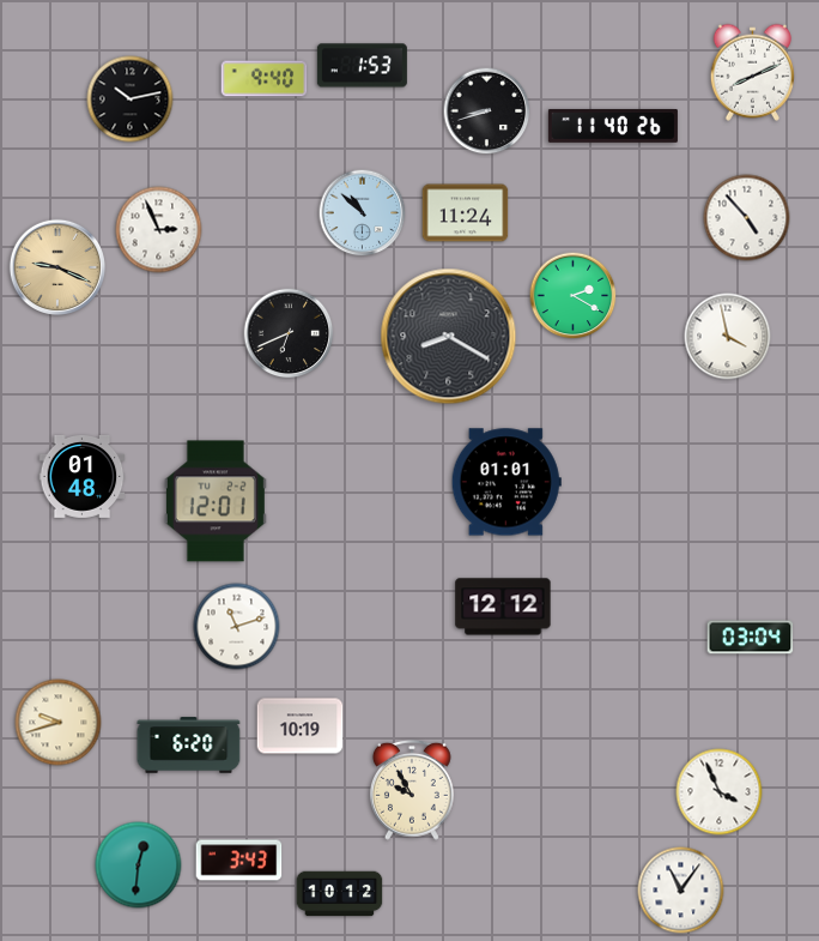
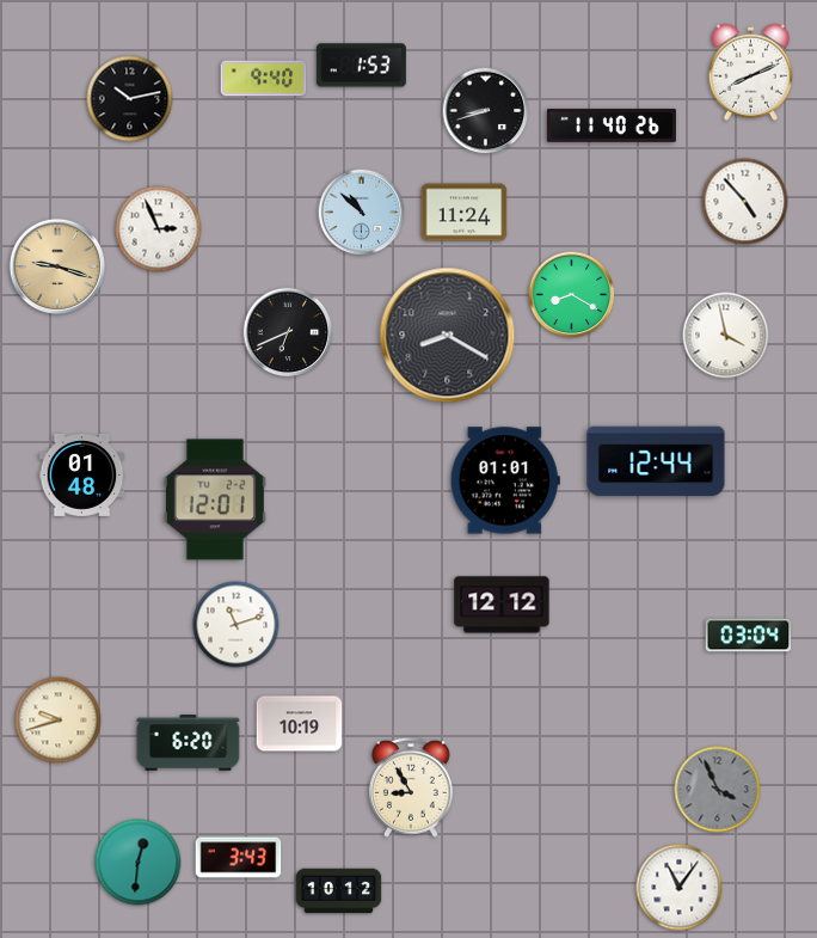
clock at (747, 218) position: (747, 218) -> (745, 202)
clock at (56, 266): 9:19 -> 9:18
clock at (574, 296): 2:20 -> 8:20
clock at (656, 461): none -> 12:44
clock at (412, 790): 9:55 -> 8:55
clock at (720, 792) dial: white -> grey
